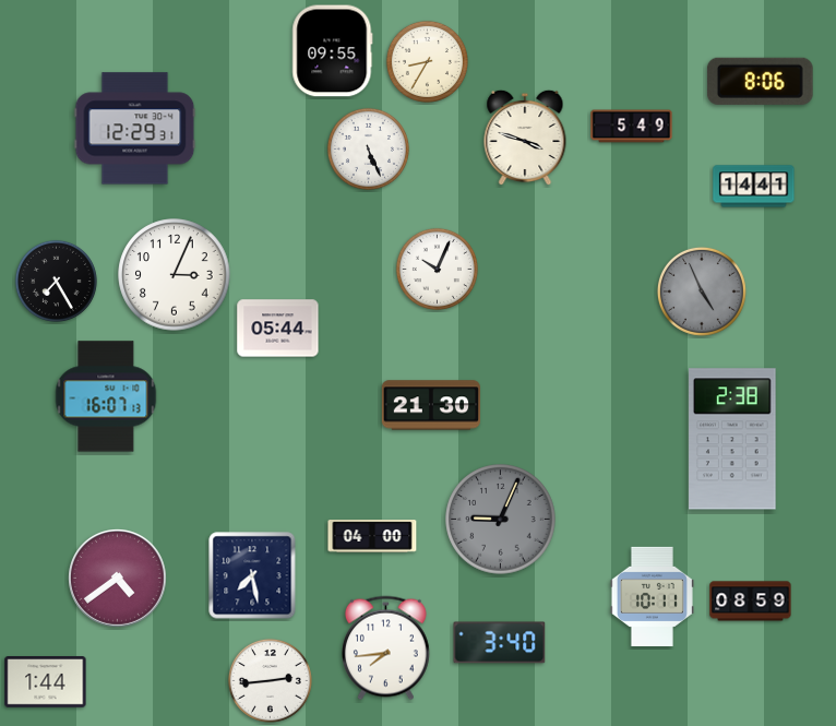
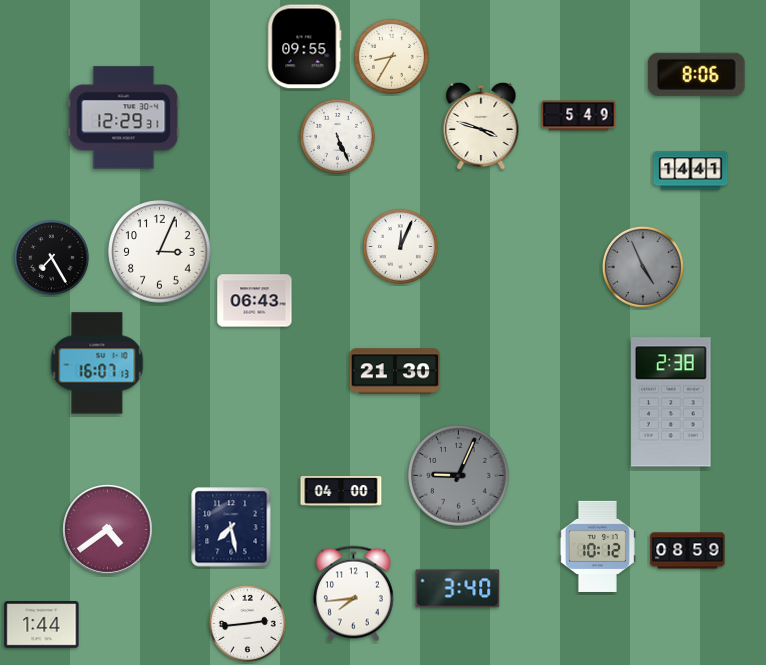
clock at (437, 269): 10:04 -> 12:04
clock at (278, 329): 05:44 -> 06:43
clock at (652, 596): 10:11 -> 10:12
